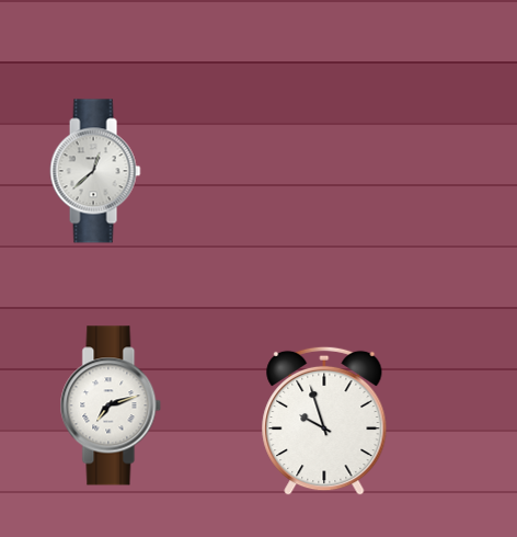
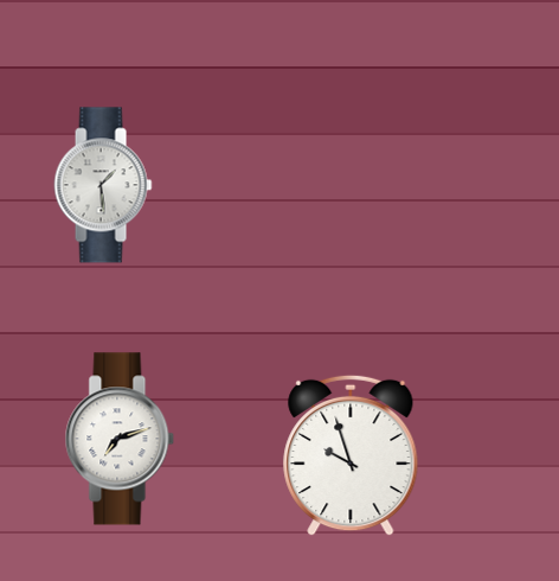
clock at (95, 171): 12:38 -> 1:29
